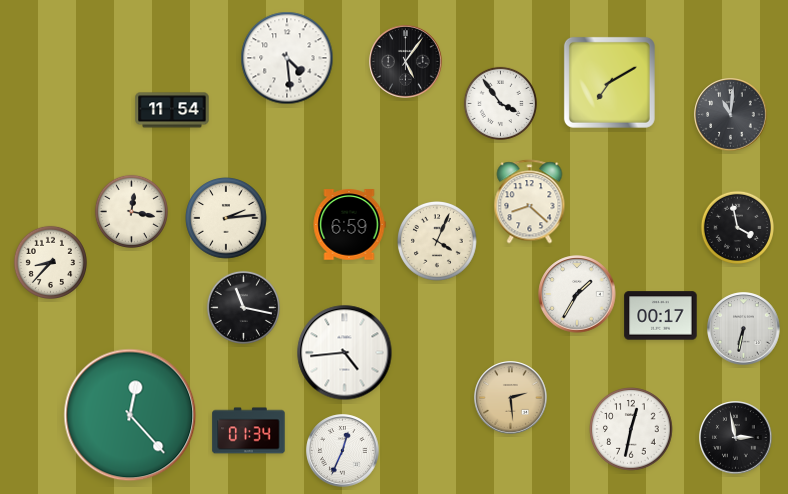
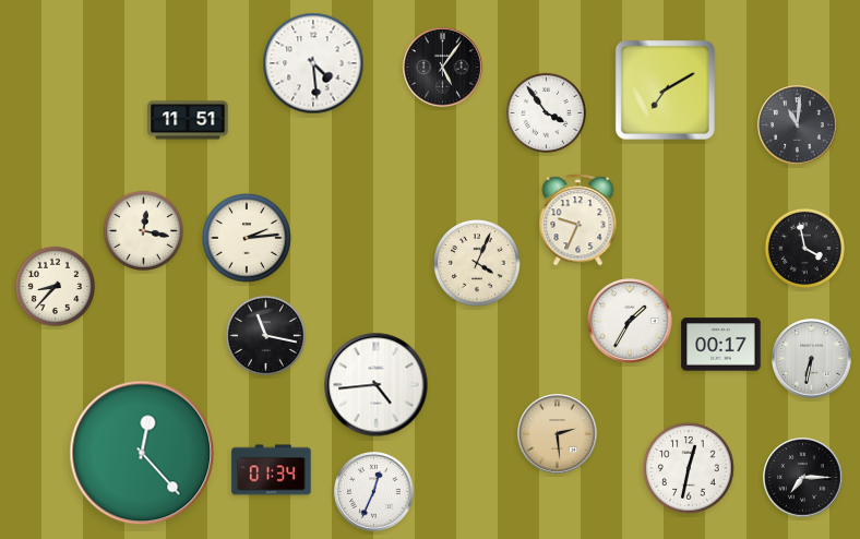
clock at (172, 110): 11:54 -> 11:51
clock at (530, 202): 8:22 -> 9:34
clock at (349, 225): 6:59 -> none
clock at (736, 438): 2:58 -> 7:15
